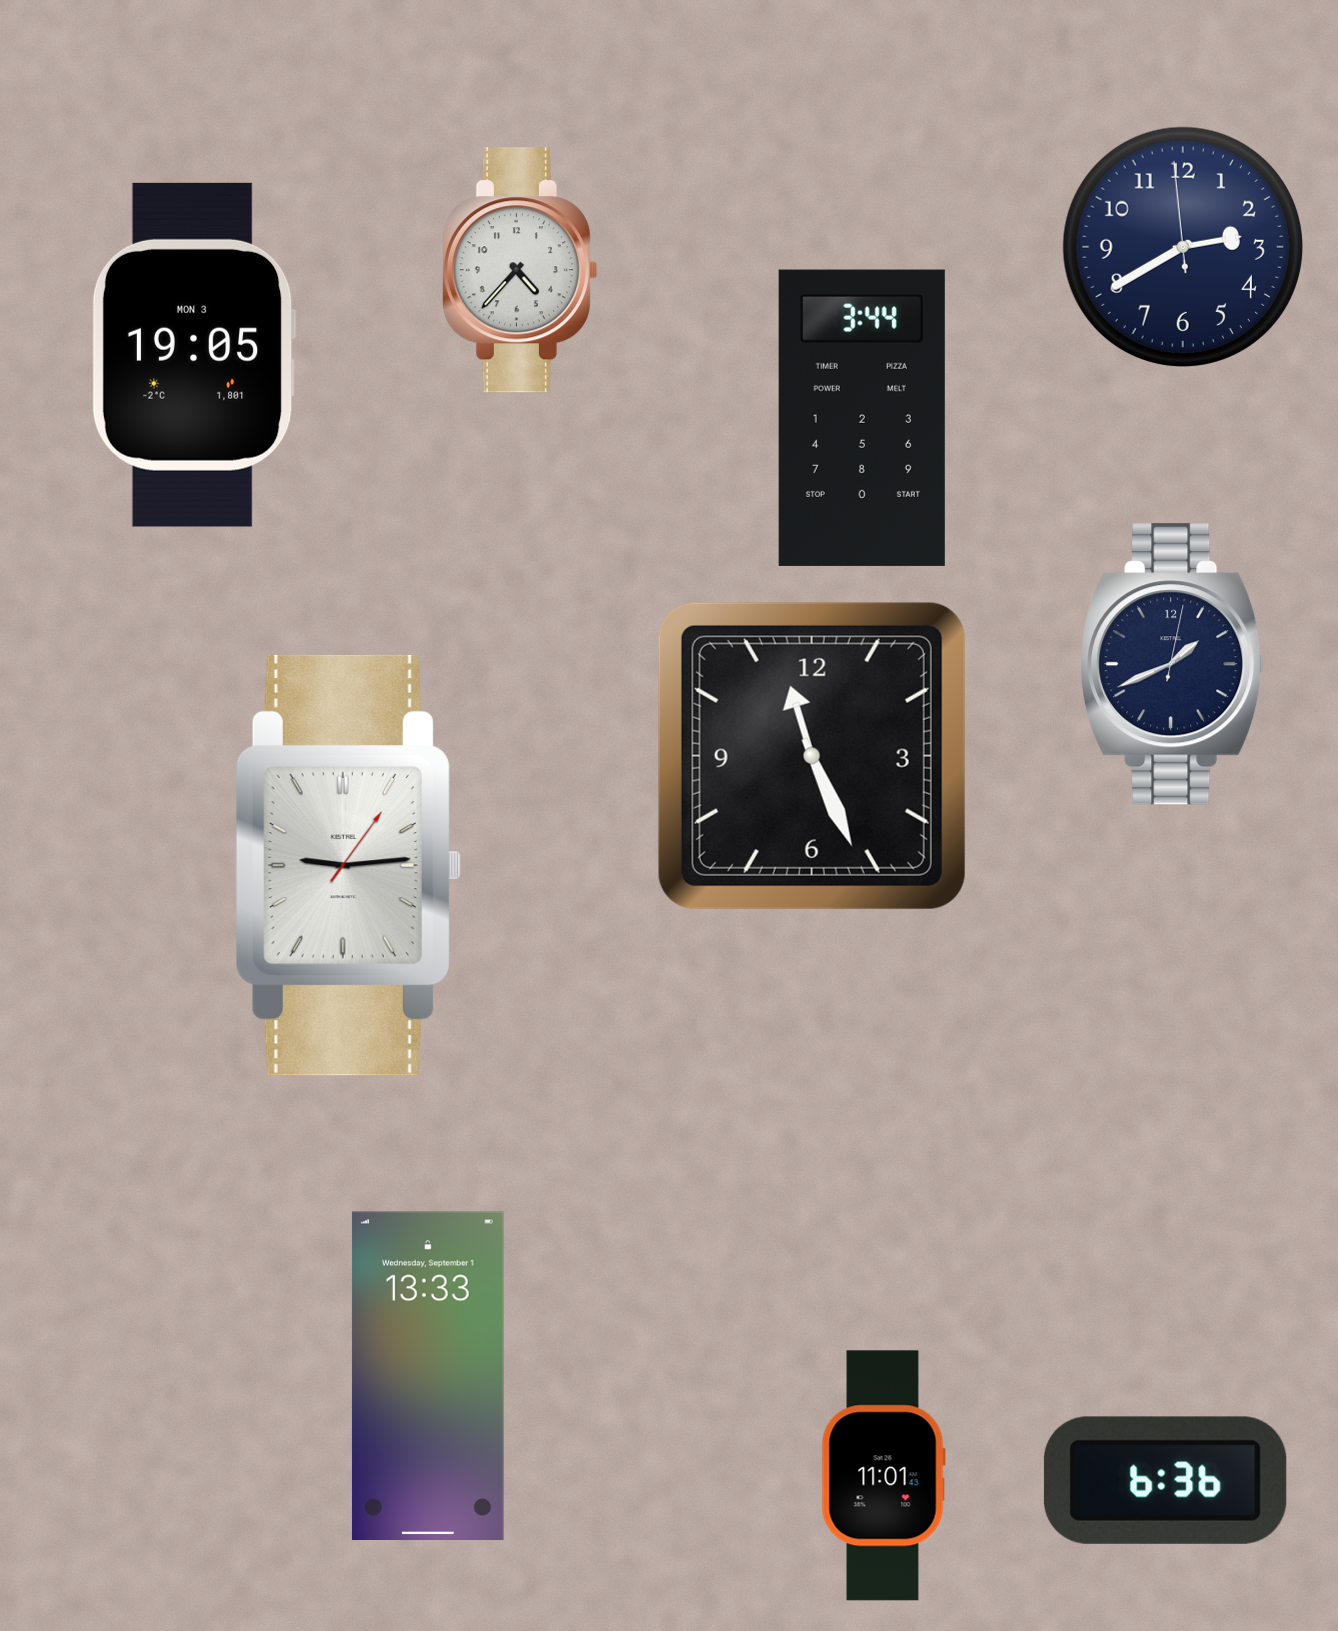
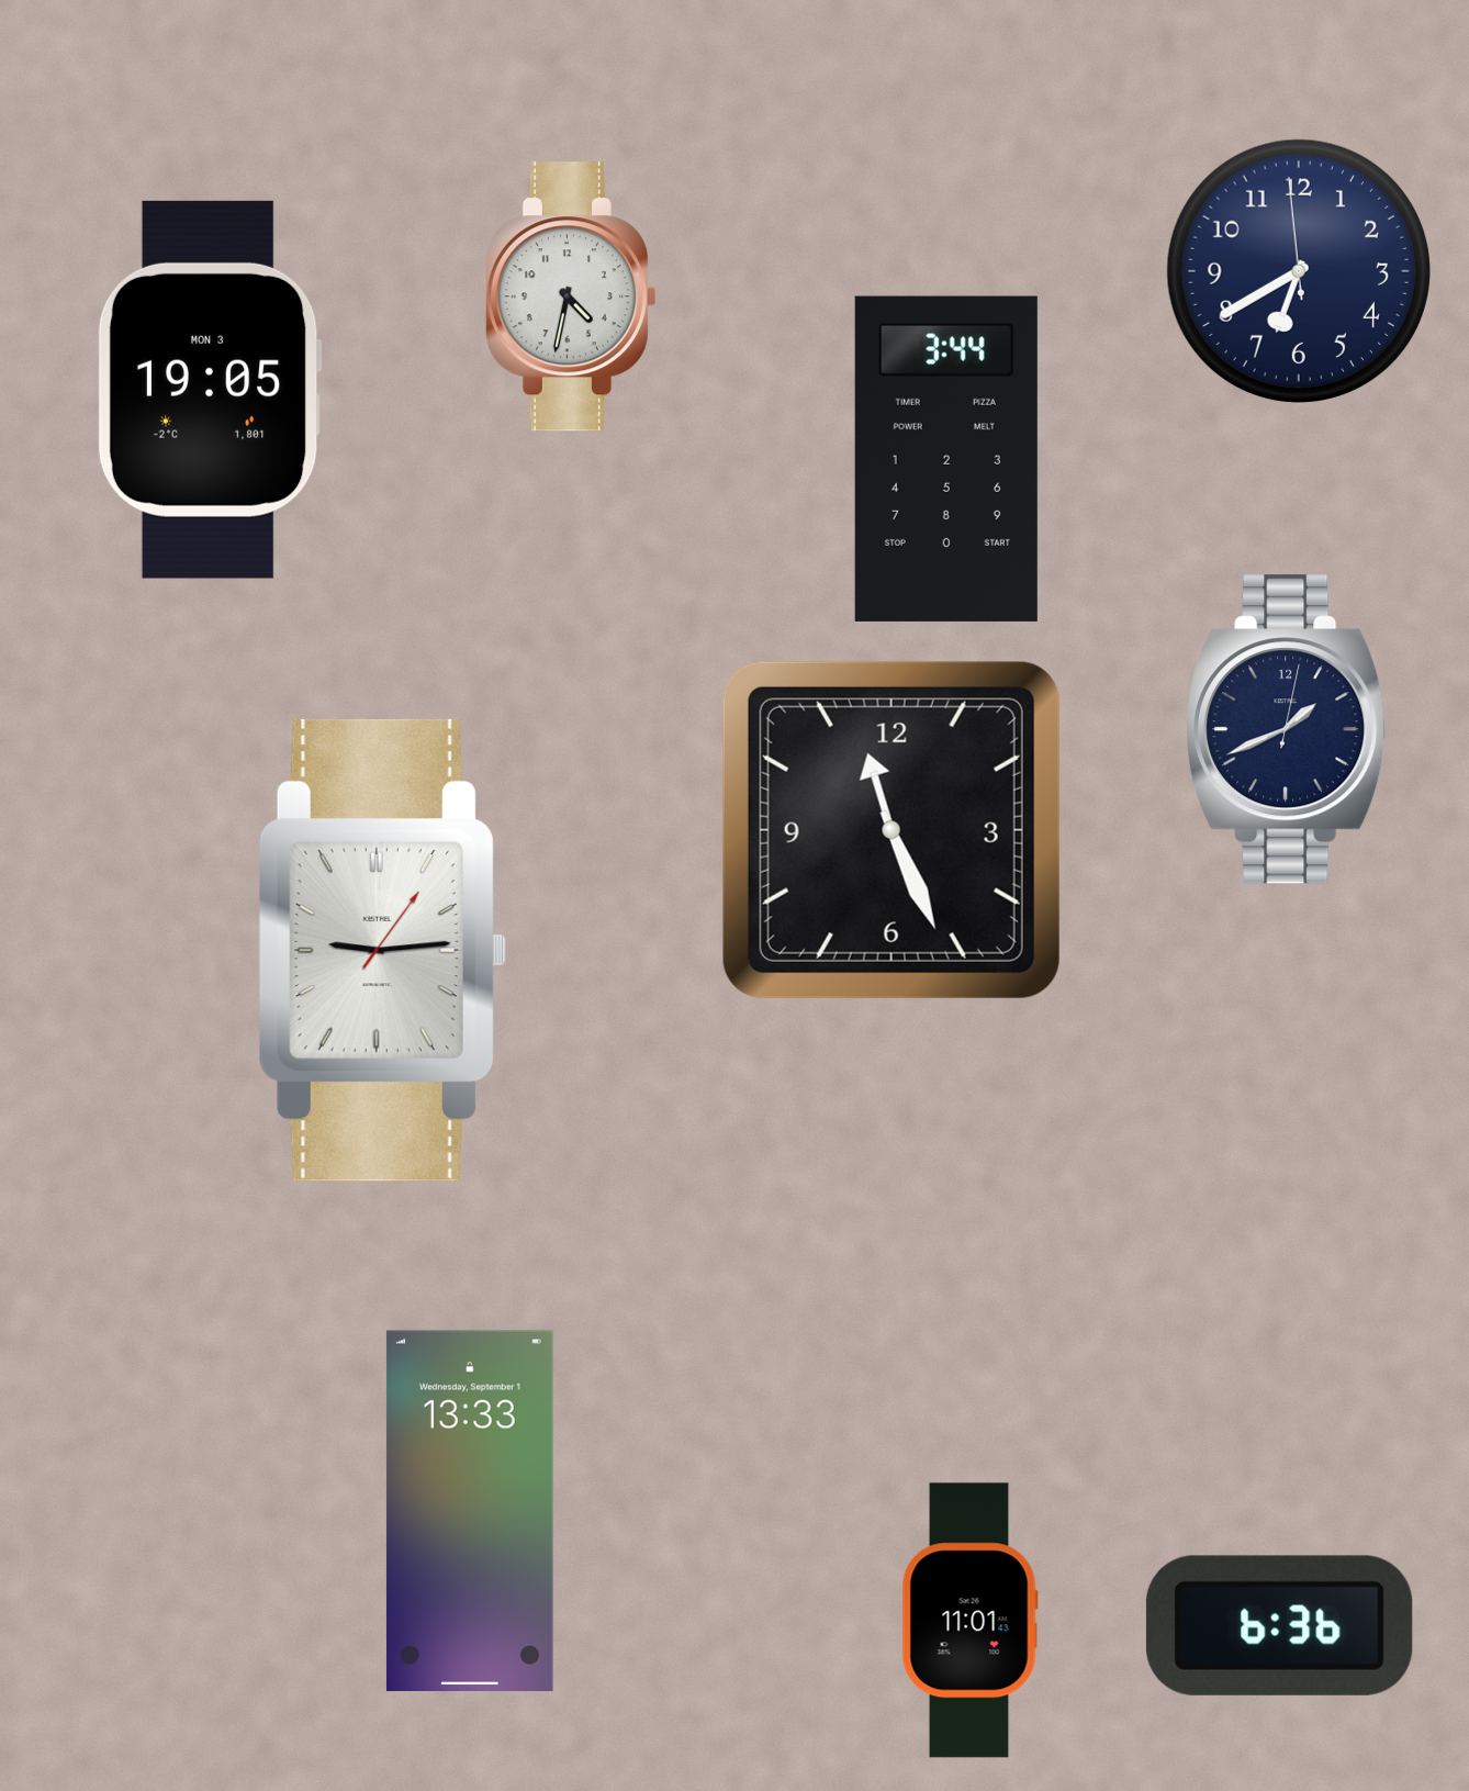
clock at (1183, 247): 2:39 -> 6:39
clock at (519, 270): 4:37 -> 4:32
clock at (194, 355) position: (194, 355) -> (210, 390)
